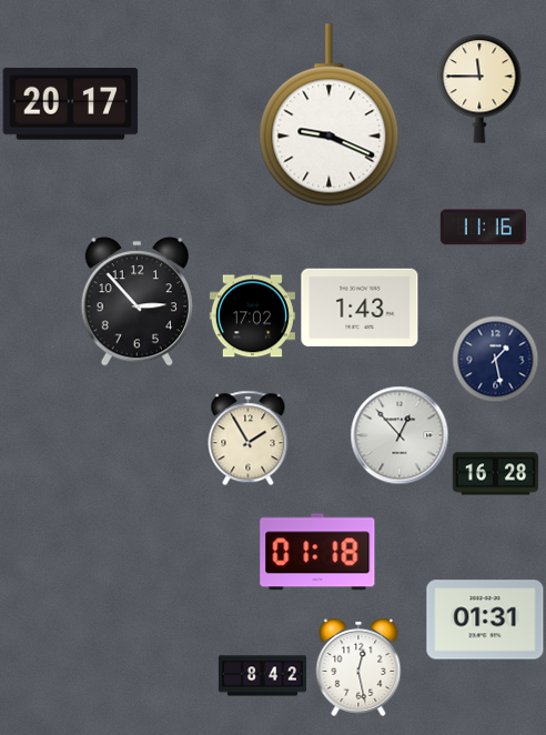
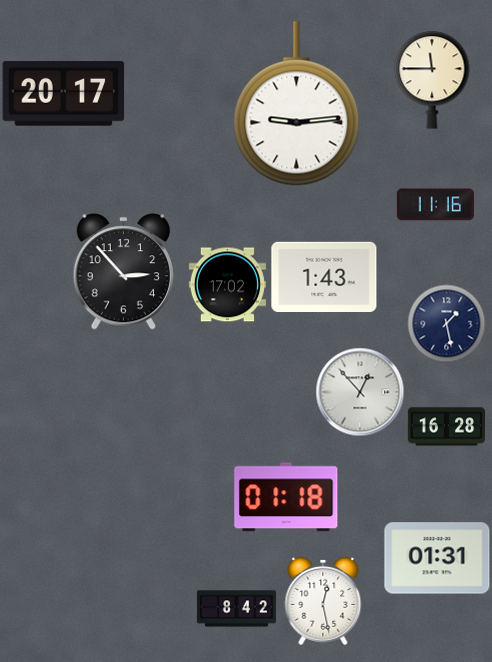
clock at (330, 115): 9:19 -> 9:14
clock at (249, 437): 1:55 -> none
